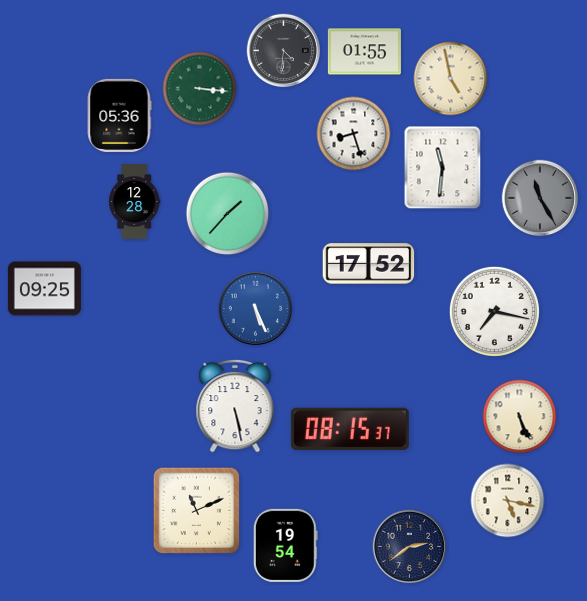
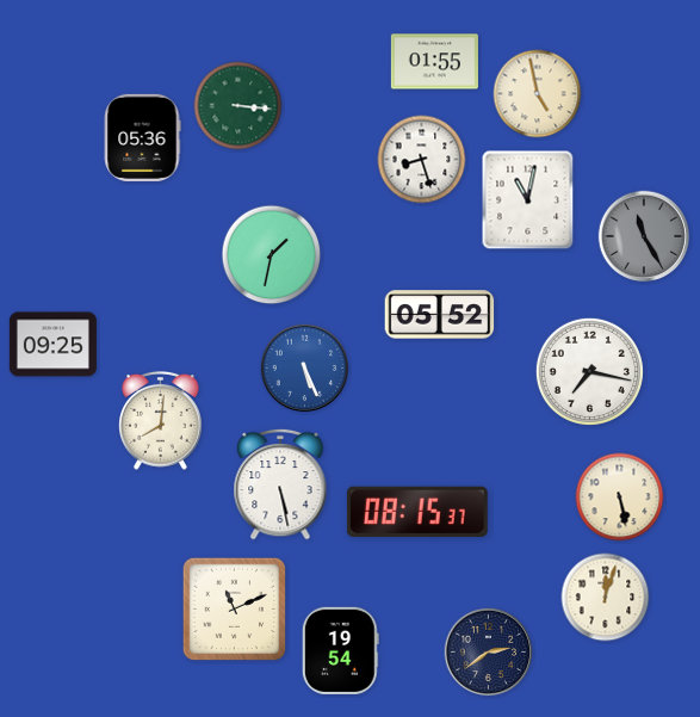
clock at (284, 51): 4:31 -> none
clock at (443, 168): 11:31 -> 11:02
clock at (135, 202): 12:28 -> none
clock at (228, 214): 1:37 -> 1:32
clock at (369, 264): 17:52 -> 05:52
clock at (161, 420): none -> 8:01
clock at (520, 417): 5:26 -> 5:28
clock at (508, 501): 5:17 -> 12:03
